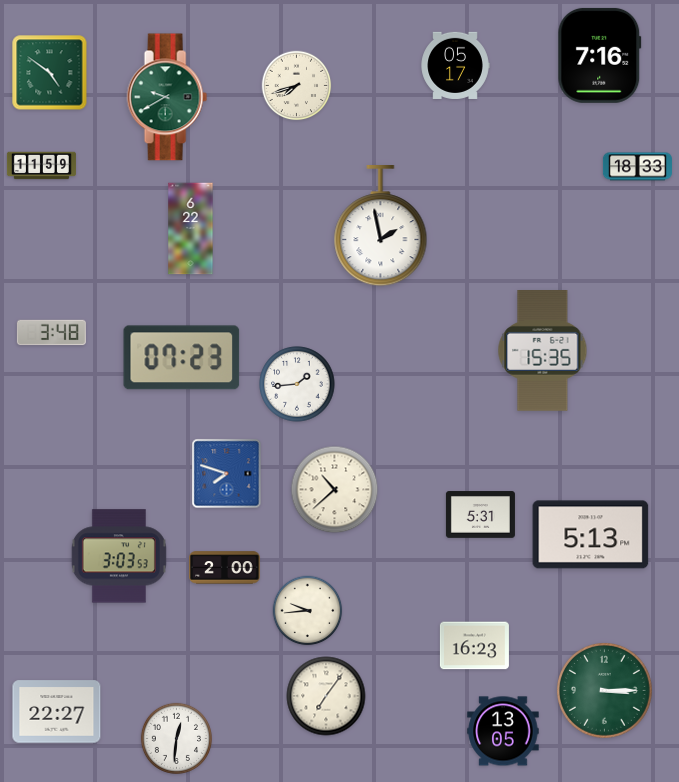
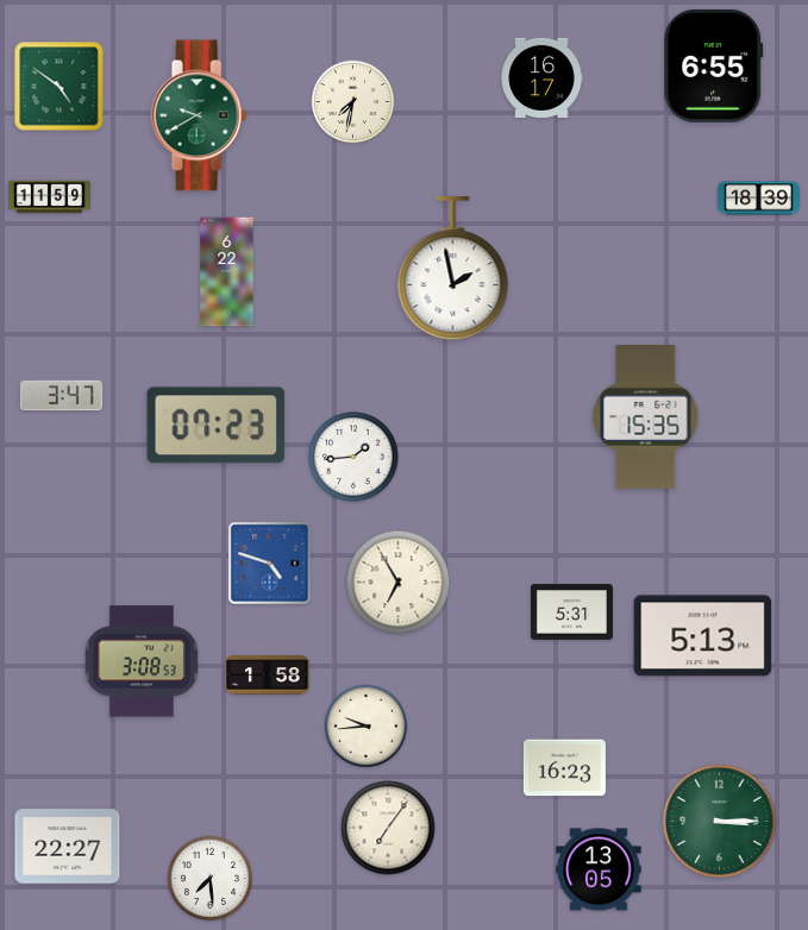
clock at (600, 55): 7:16 -> 6:55
clock at (455, 65): 05:17 -> 16:17
clock at (297, 86): 7:42 -> 7:32
clock at (637, 167): 18:33 -> 18:39
clock at (51, 333): 3:48 -> 3:47
clock at (227, 474): 7:48 -> 4:48
clock at (335, 490): 10:38 -> 6:55
clock at (119, 556): 3:03 -> 3:08
clock at (225, 568): 2:00 -> 1:58
clock at (176, 738): 12:31 -> 7:29
